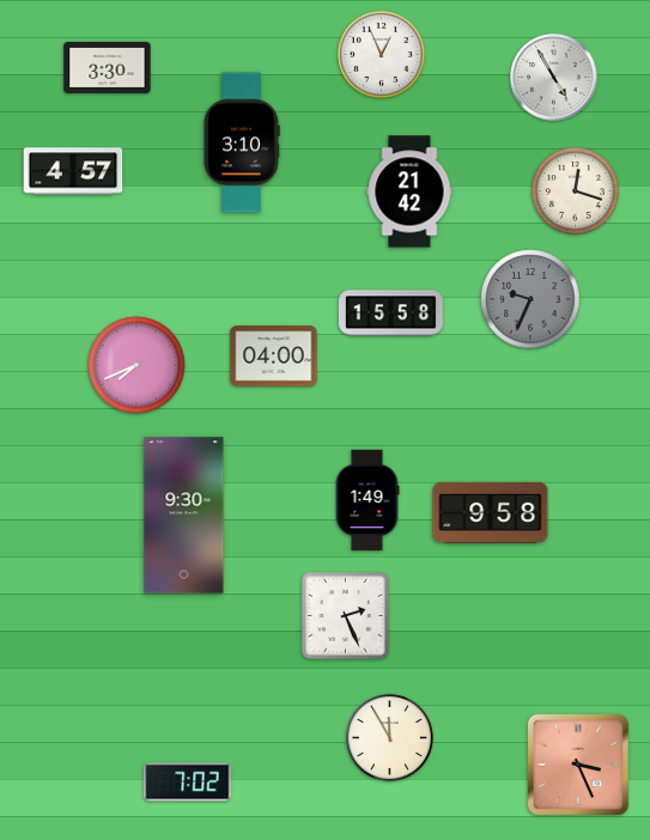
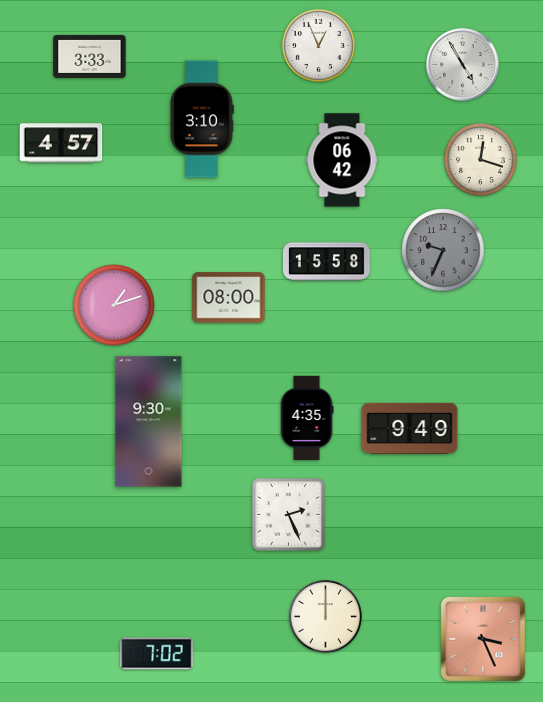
clock at (108, 67): 3:30 -> 3:33
clock at (409, 191): 21:42 -> 06:42
clock at (274, 357): 04:00 -> 08:00
clock at (136, 365): 7:41 -> 1:12
clock at (367, 499): 1:49 -> 4:35
clock at (491, 512): 9:58 -> 9:49
clock at (184, 516) position: (184, 516) -> (149, 422)
clock at (389, 737): 11:55 -> 12:00
